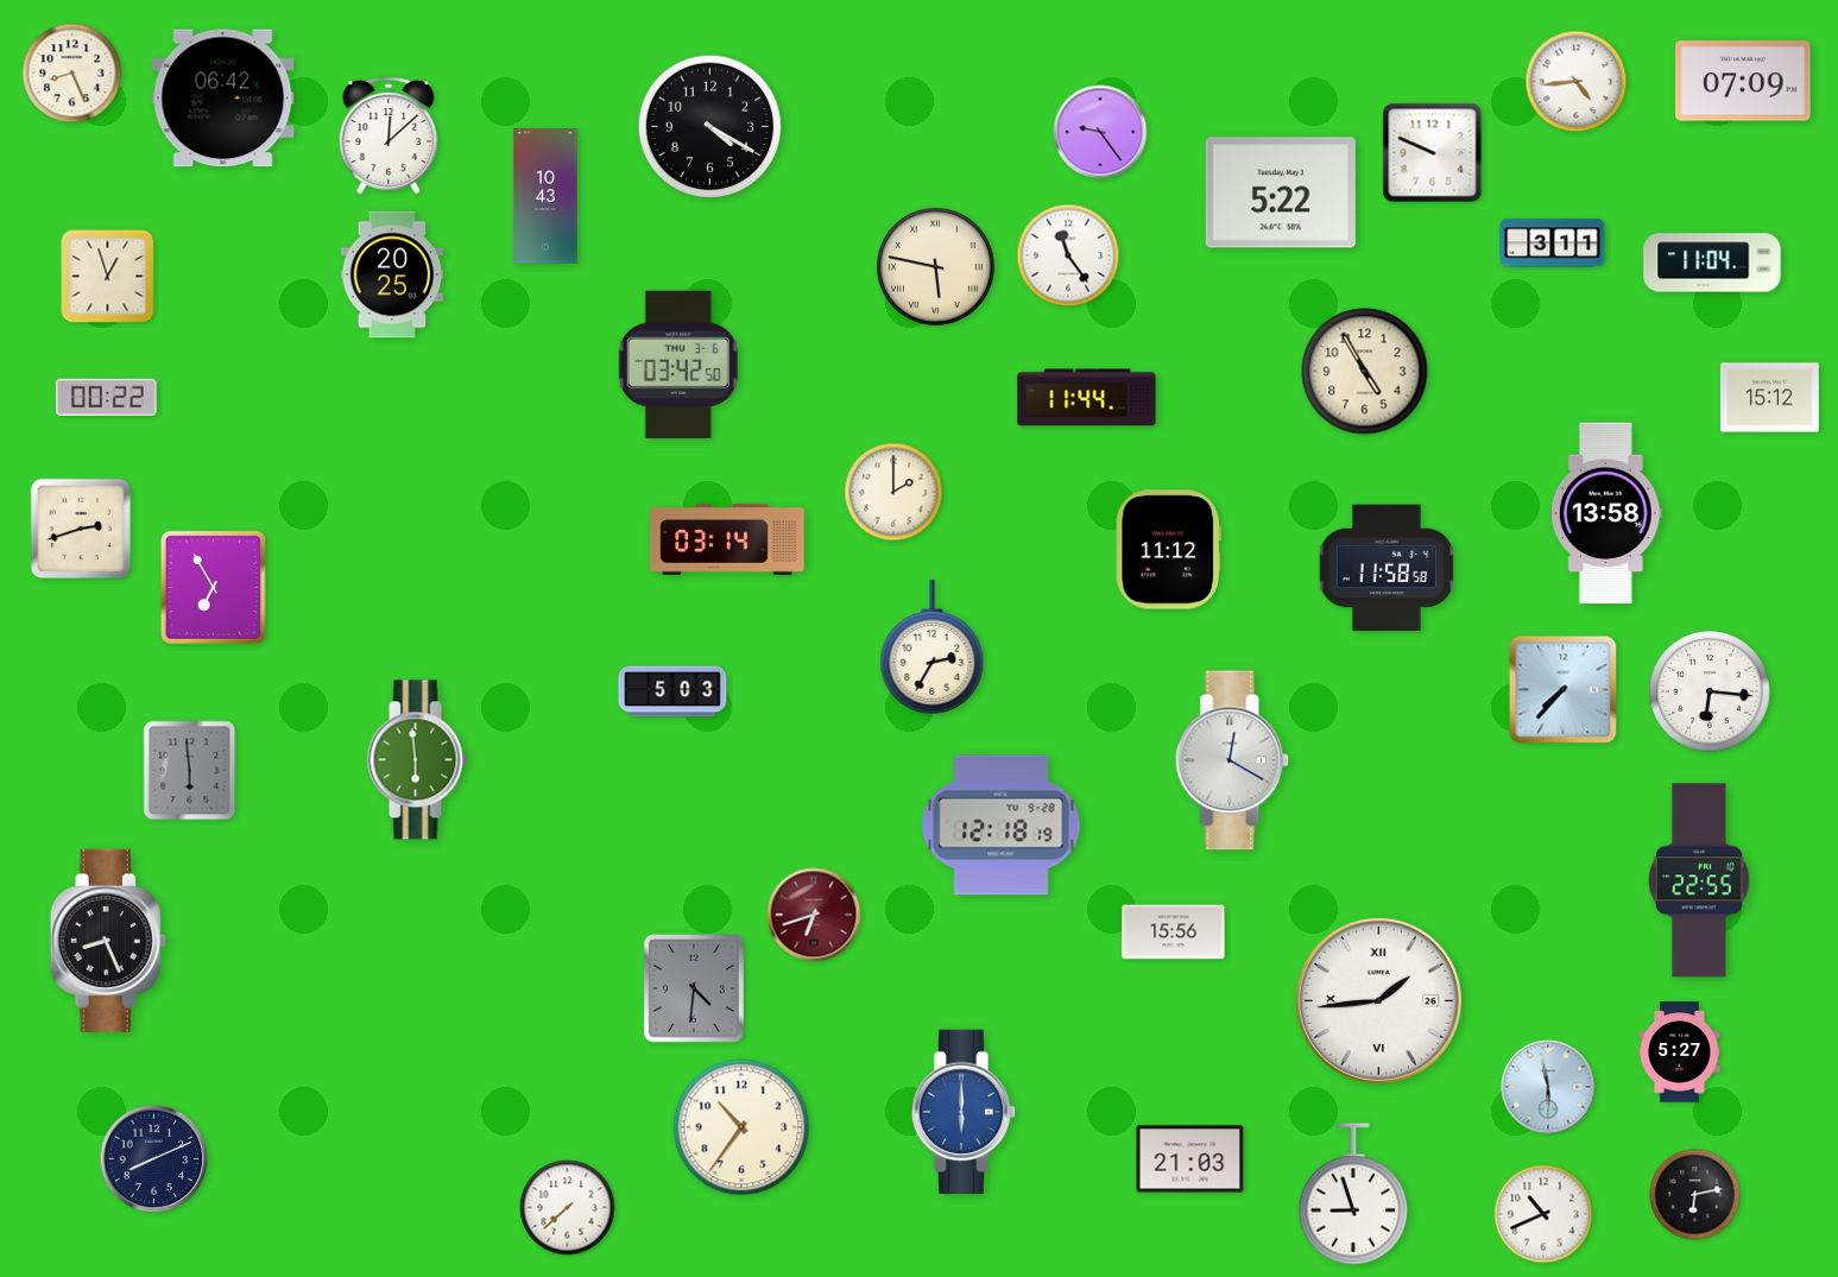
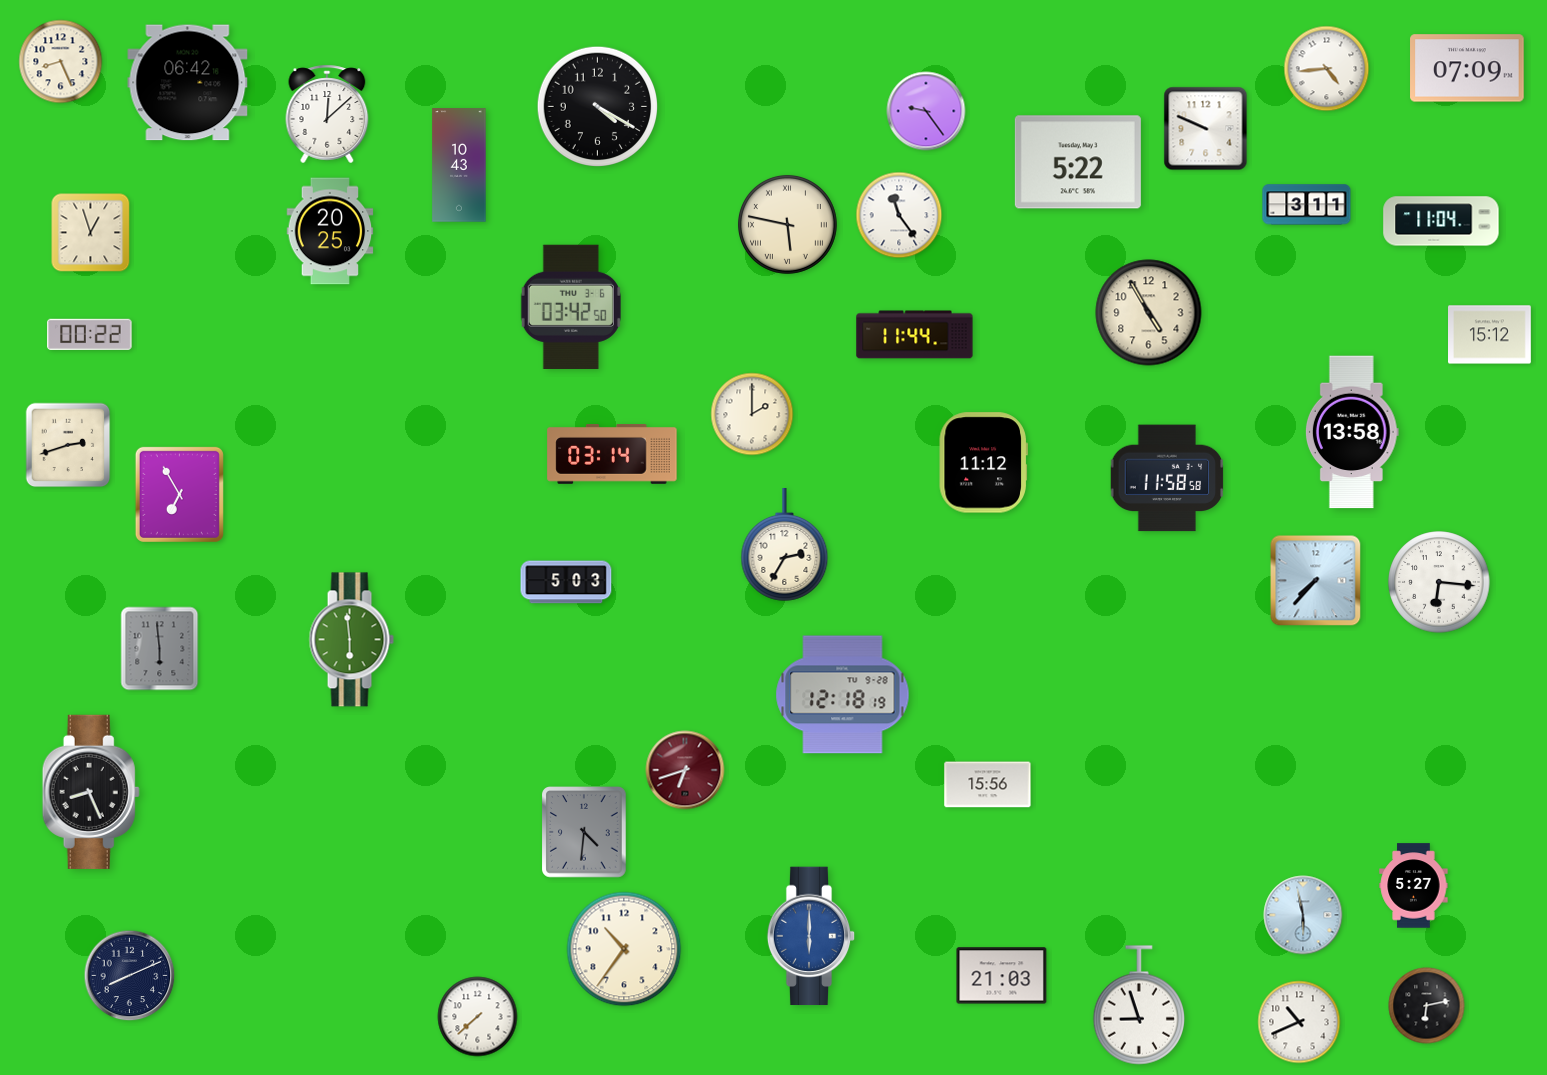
clock at (1233, 760): 12:20 -> none
clock at (1699, 880): 22:55 -> none
clock at (1378, 1000): 1:44 -> none
